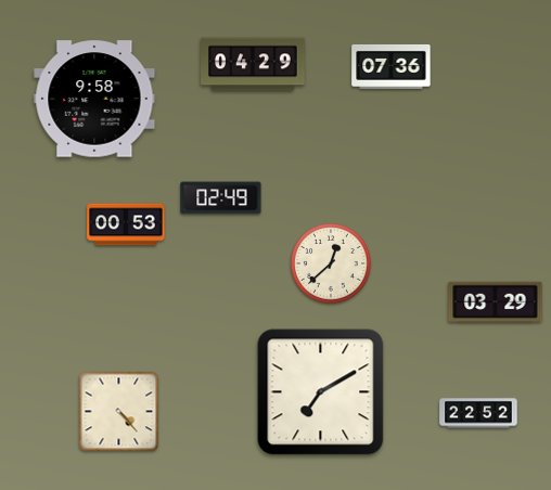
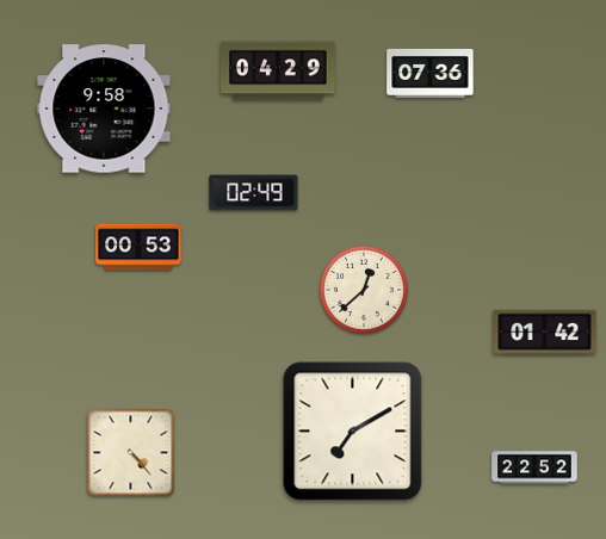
clock at (221, 198) position: (221, 198) -> (254, 193)
clock at (496, 302): 03:29 -> 01:42
clock at (478, 413) position: (478, 413) -> (534, 467)
